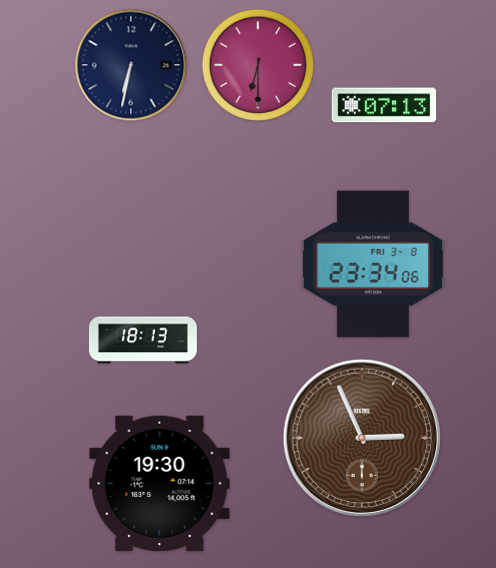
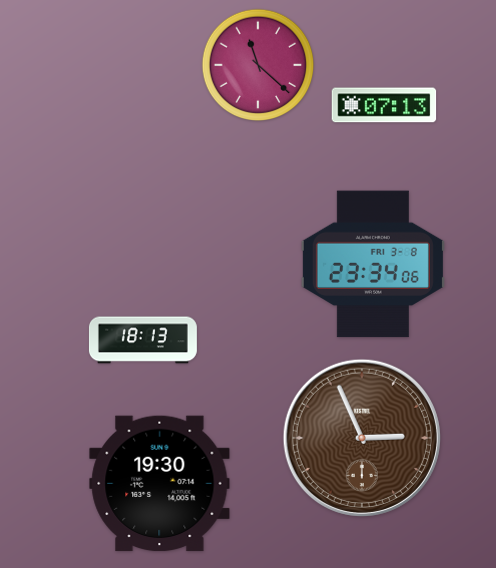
clock at (131, 65): 6:32 -> none
clock at (258, 65): 6:30 -> 11:22
